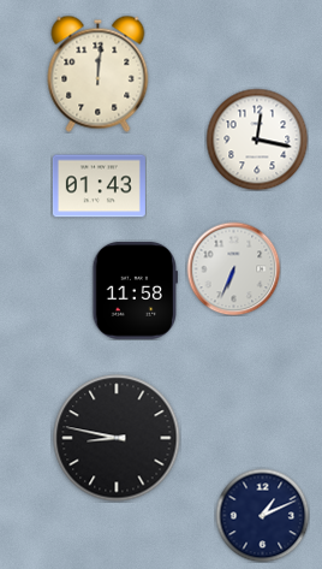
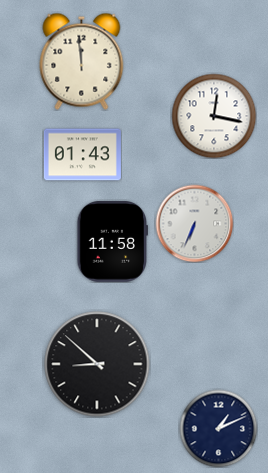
clock at (99, 73): 12:01 -> 11:59
clock at (117, 438): 8:47 -> 8:52
